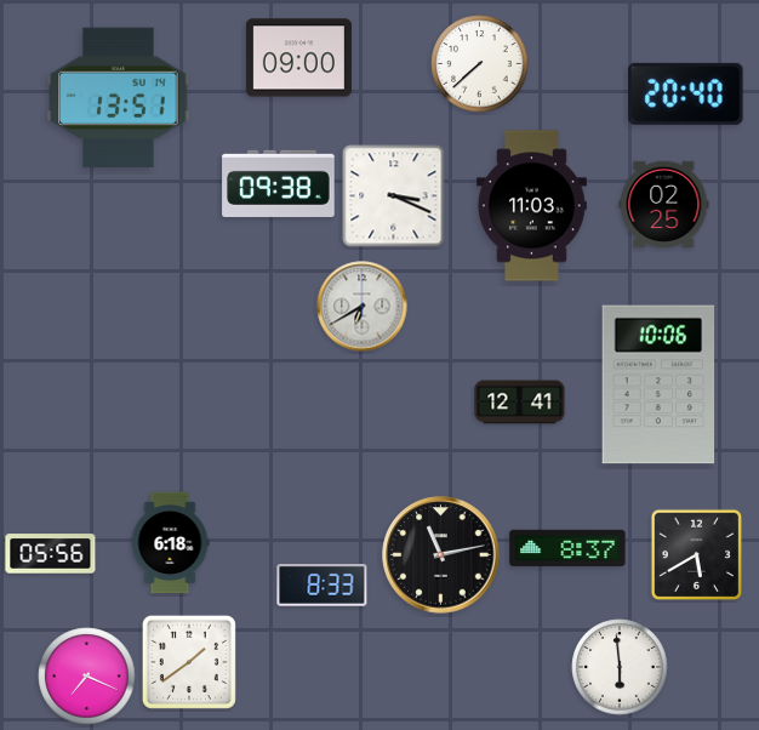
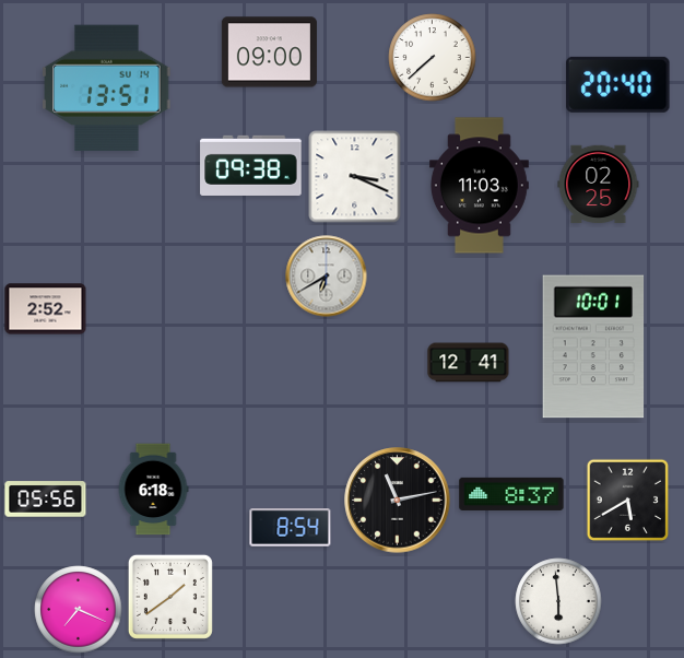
clock at (46, 309): none -> 2:52
clock at (658, 384): 10:06 -> 10:01
clock at (323, 586): 8:33 -> 8:54
